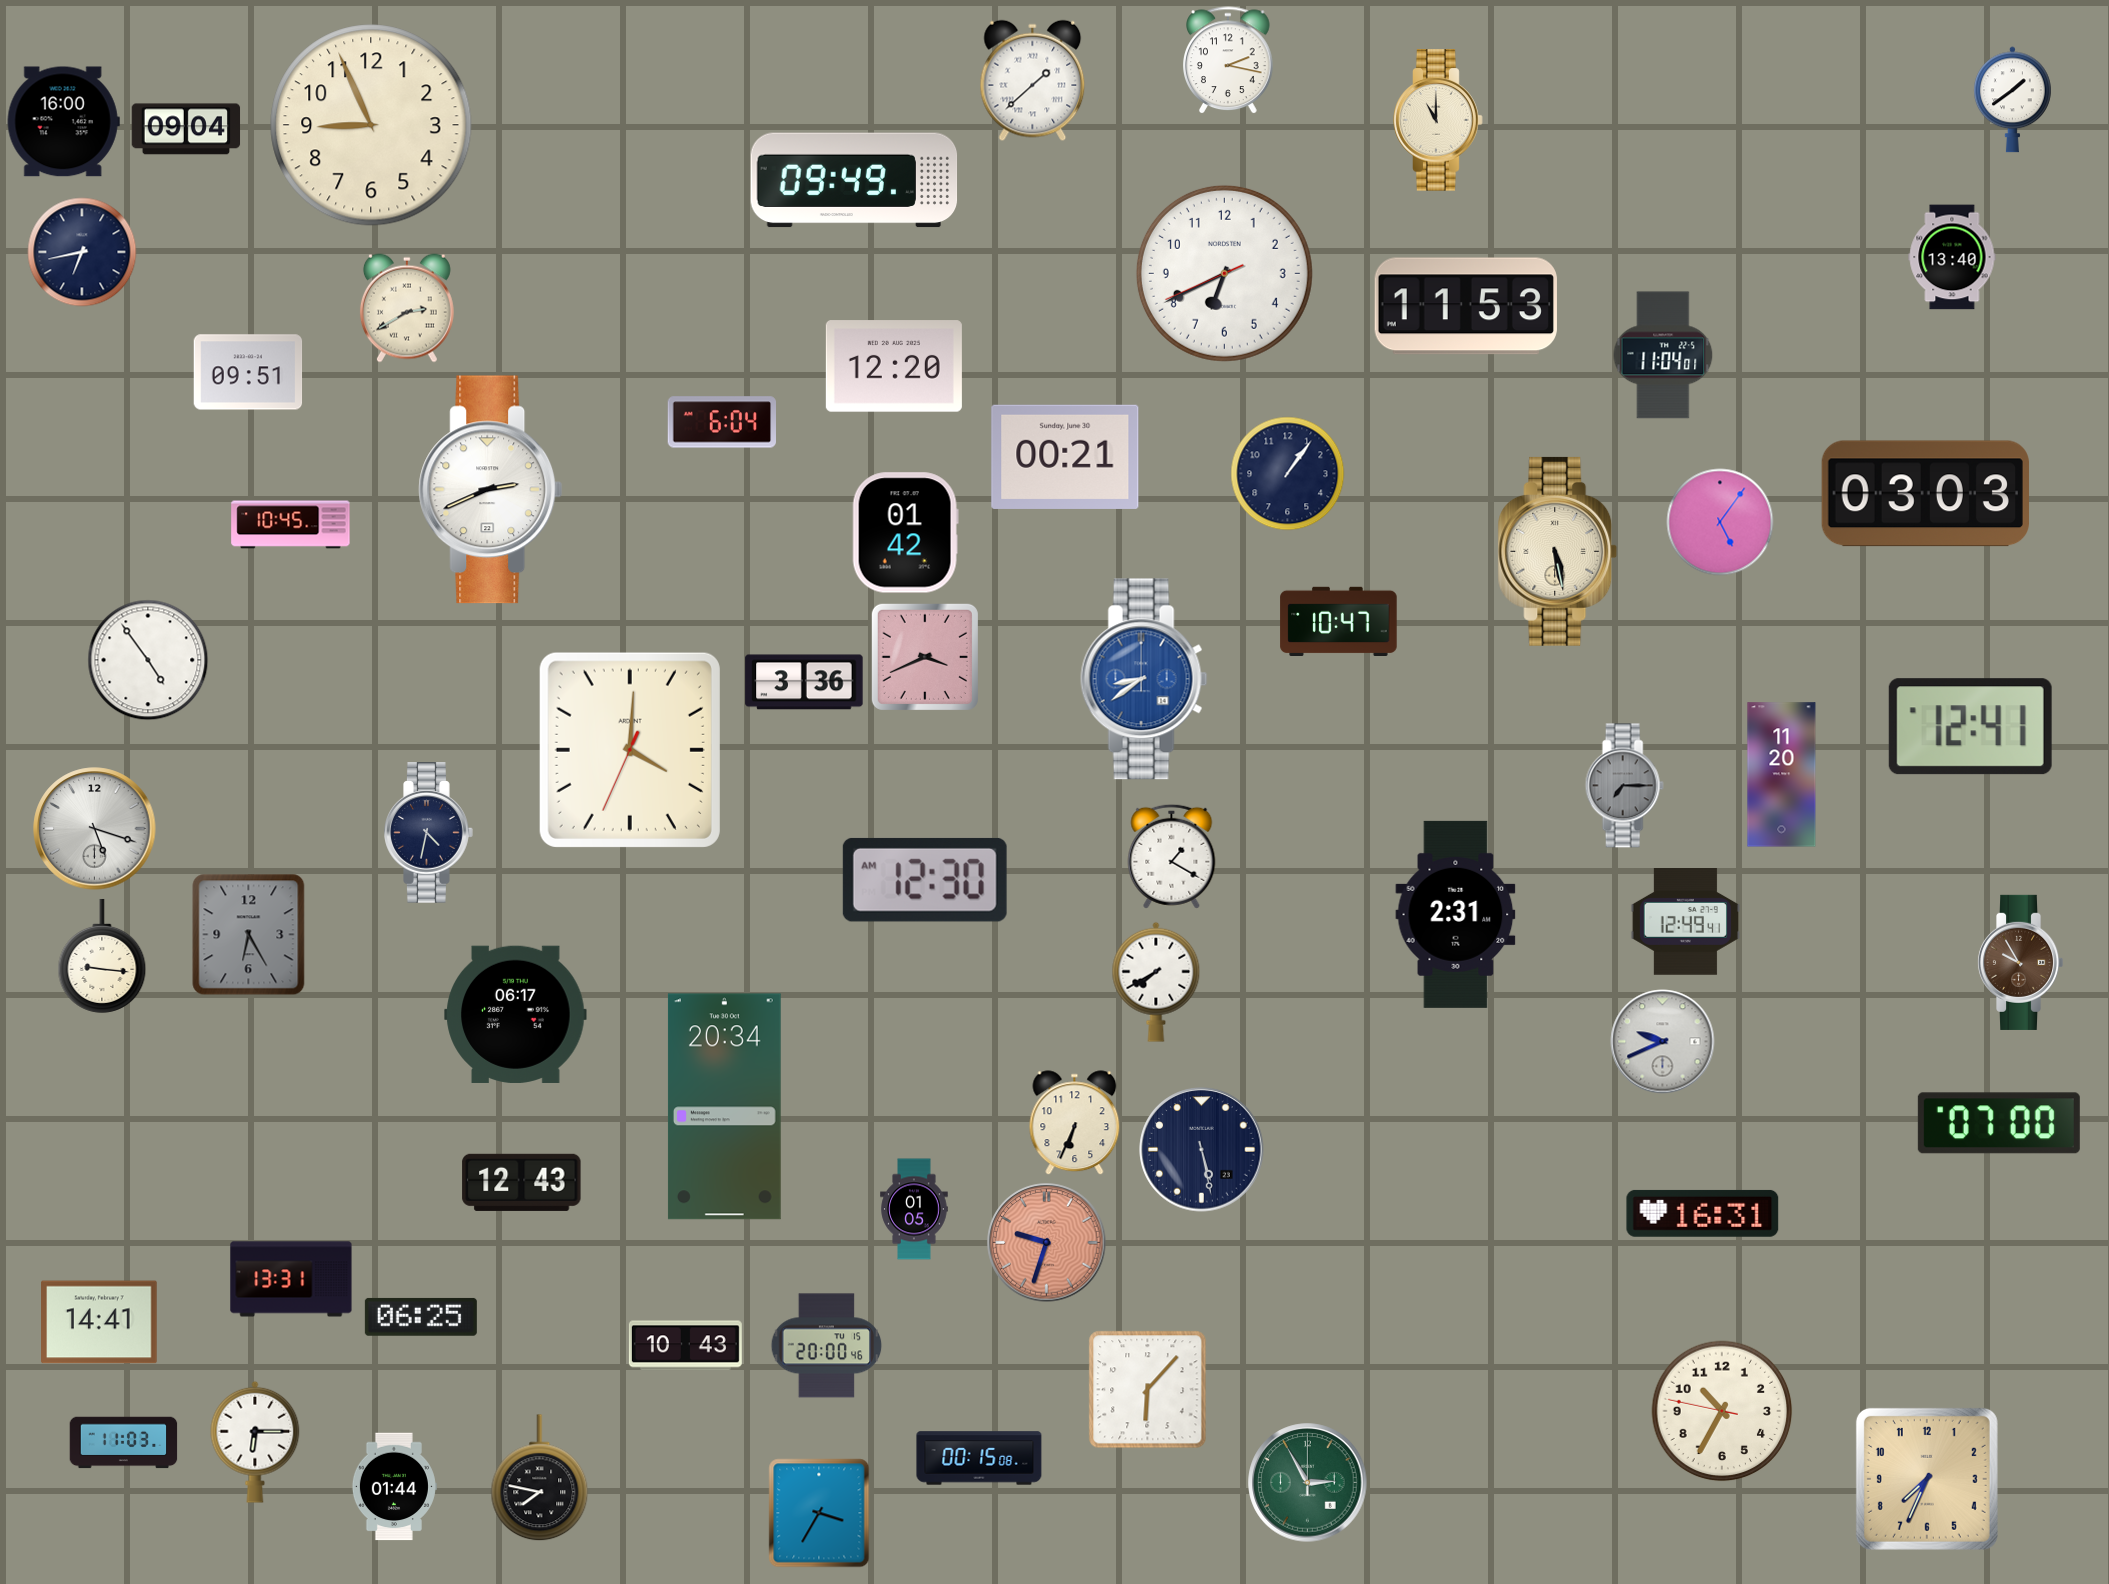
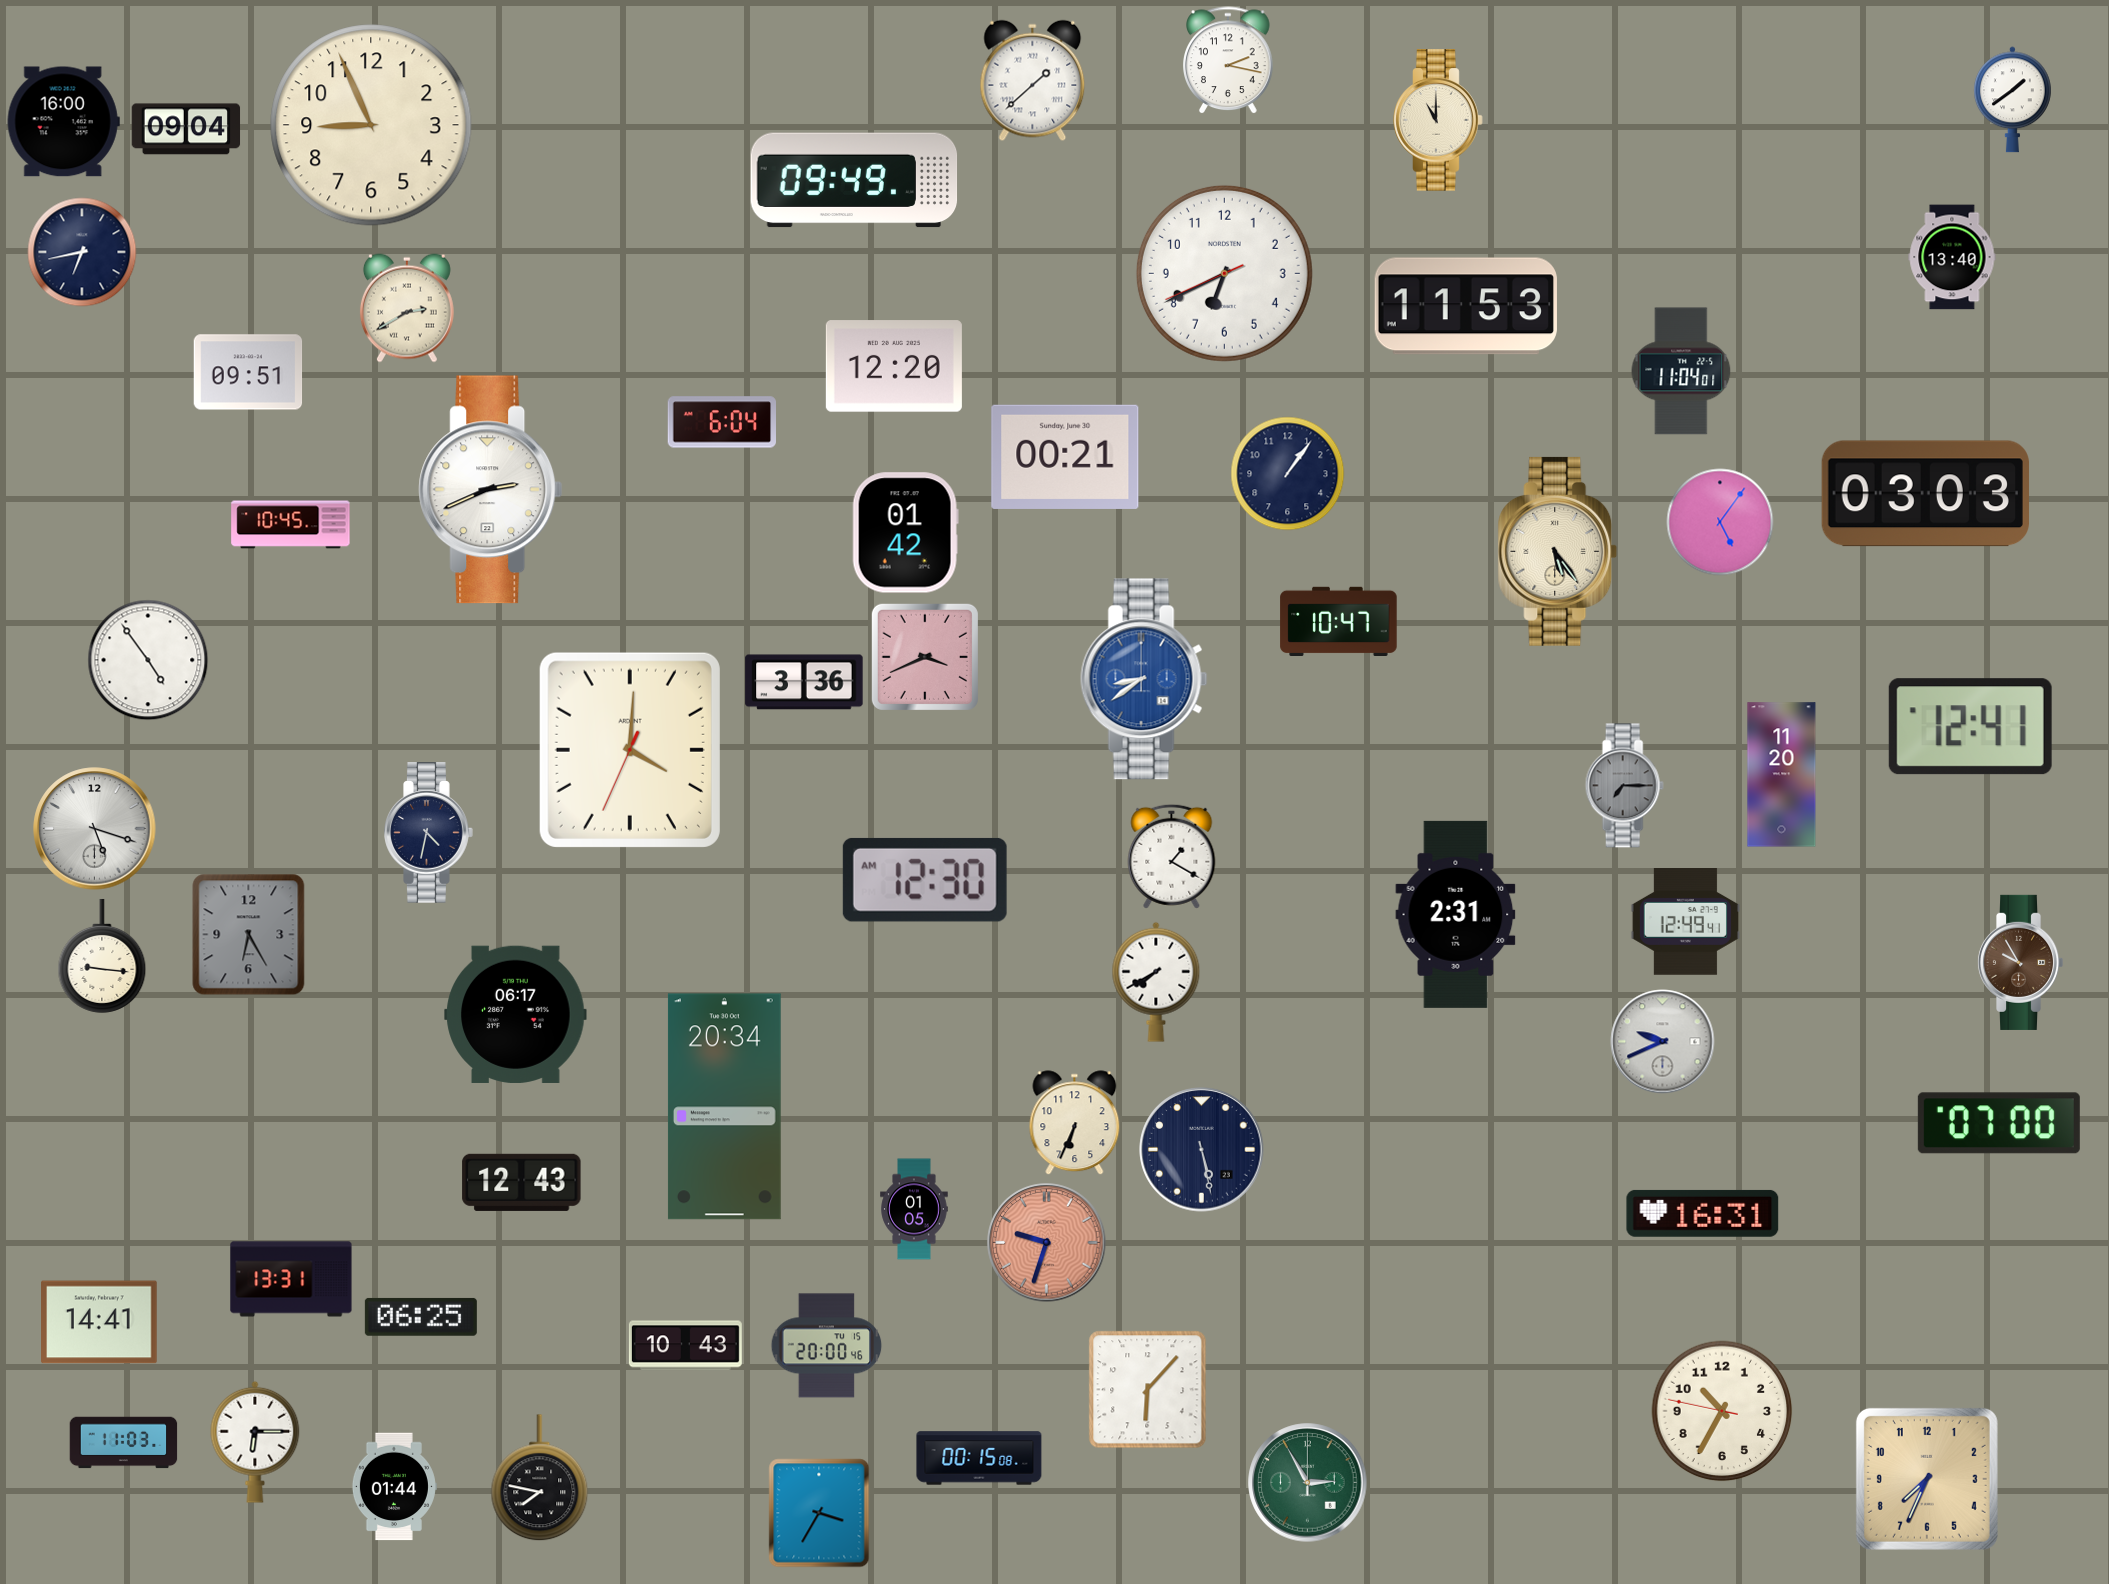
clock at (1663, 355) position: (1663, 355) -> (1681, 371)
clock at (1558, 551): 5:28 -> 5:24
